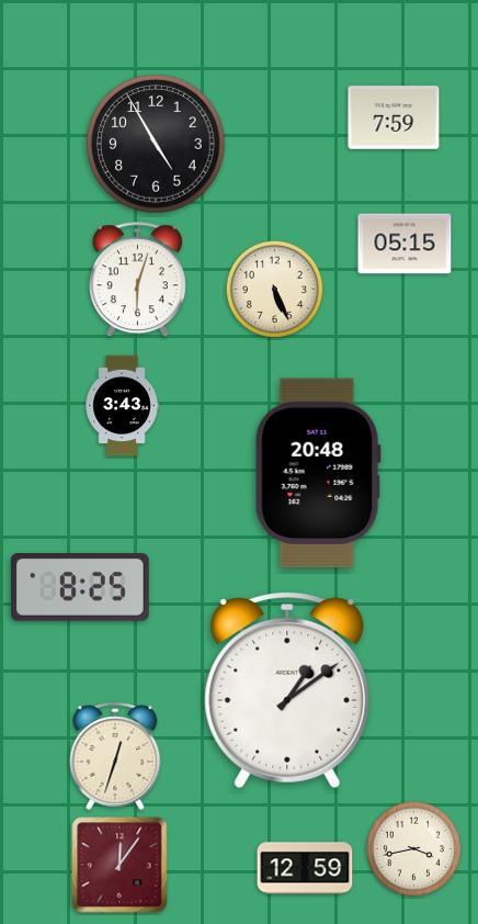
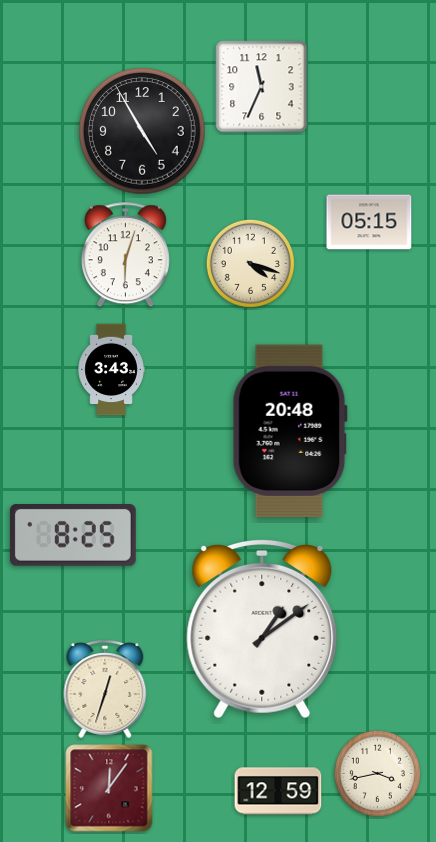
clock at (262, 87): none -> 11:34
clock at (394, 117): 7:59 -> none
clock at (274, 289): 5:26 -> 4:18
